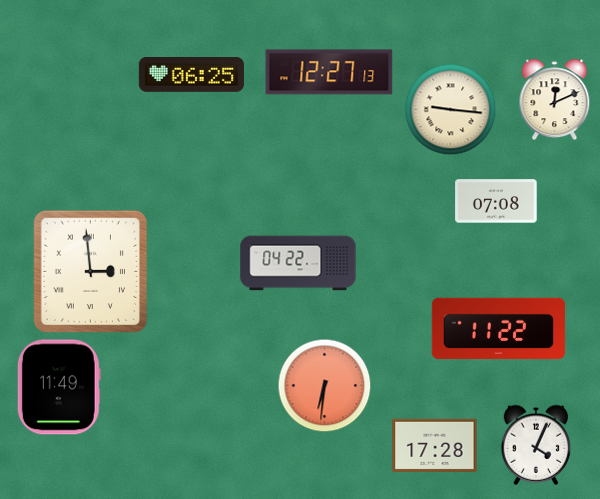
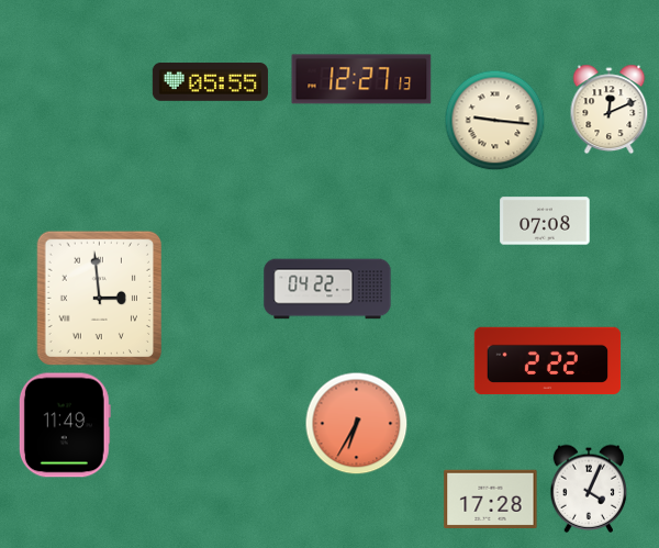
clock at (191, 75): 06:25 -> 05:55
clock at (499, 329): 11:22 -> 2:22
clock at (325, 386): 6:31 -> 6:35
clock at (435, 445) position: (435, 445) -> (491, 499)
